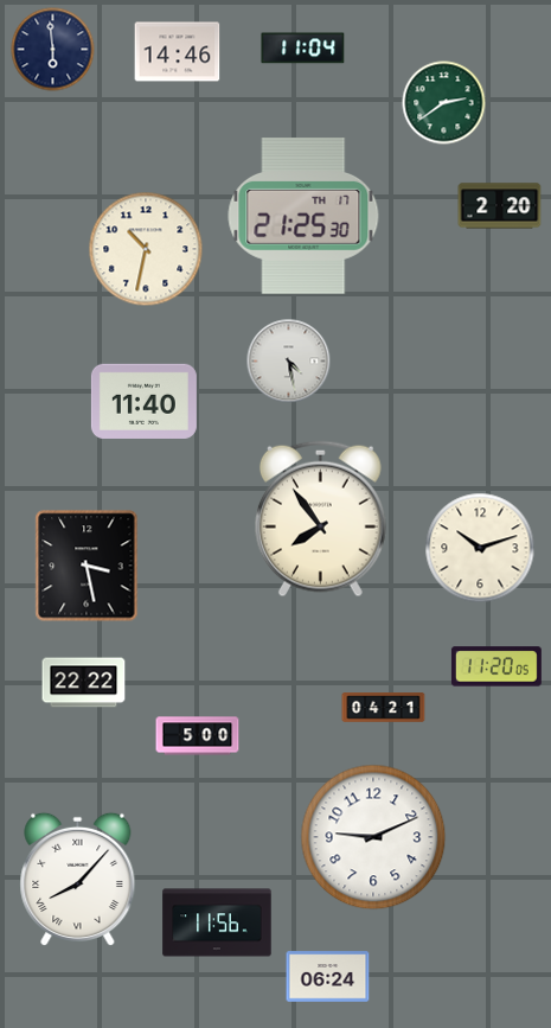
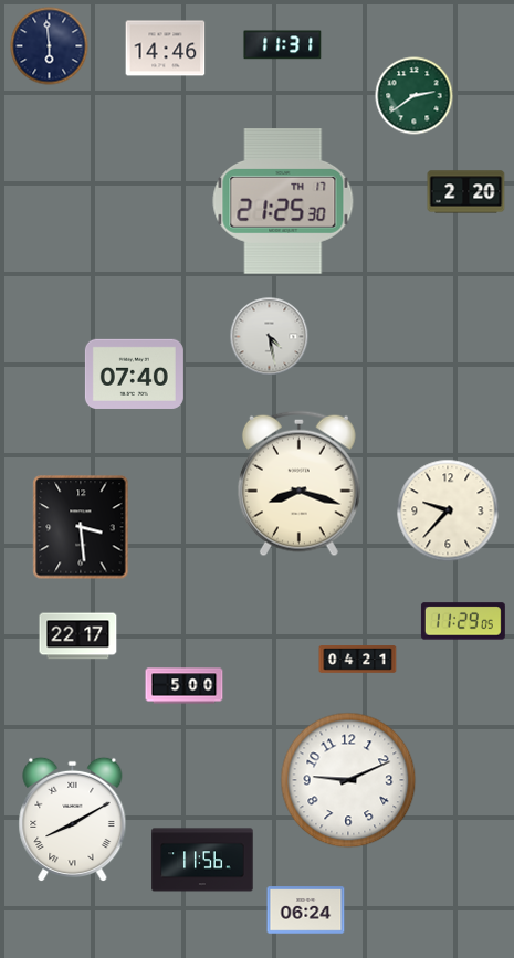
clock at (303, 49): 11:04 -> 11:31
clock at (146, 249): 10:32 -> none
clock at (143, 401): 11:40 -> 07:40
clock at (320, 519): 7:54 -> 8:18
clock at (480, 548): 10:12 -> 9:37
clock at (87, 566): 3:28 -> 3:29
clock at (496, 666): 11:20 -> 11:29
clock at (84, 683): 22:22 -> 22:17
clock at (78, 880): 8:07 -> 8:10
